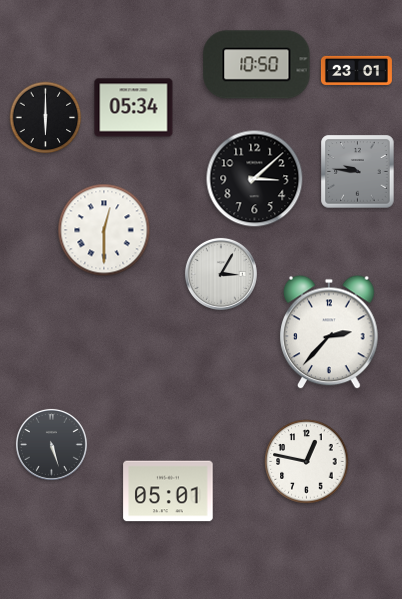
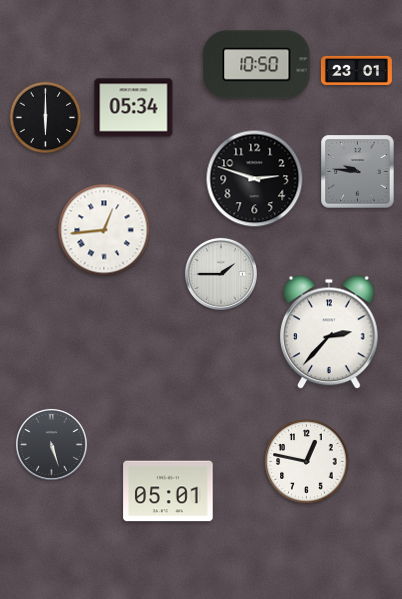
clock at (255, 179): 3:08 -> 2:48
clock at (104, 230): 12:30 -> 12:44
clock at (221, 274): 3:05 -> 1:45
